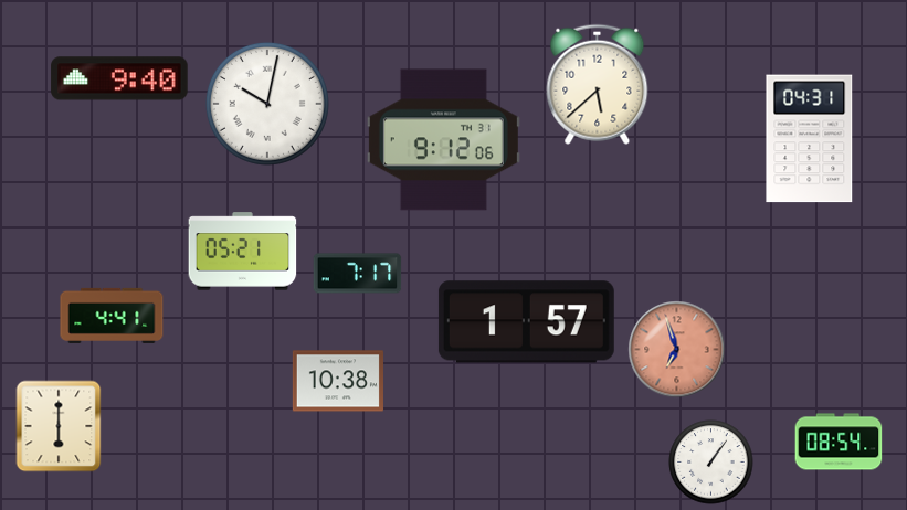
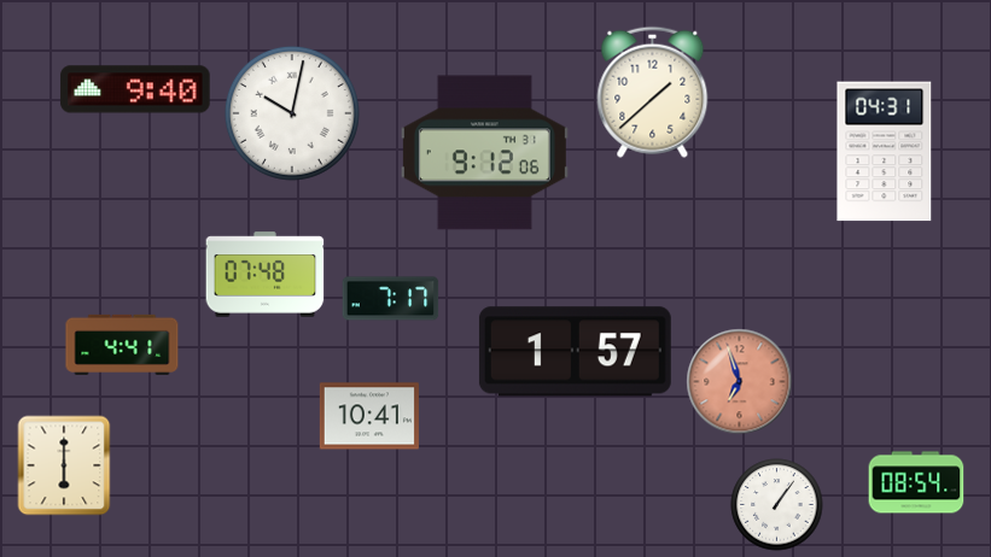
clock at (119, 78) position: (119, 78) -> (135, 89)
clock at (598, 84): 5:38 -> 1:38
clock at (243, 252): 05:21 -> 07:48
clock at (338, 381): 10:38 -> 10:41
